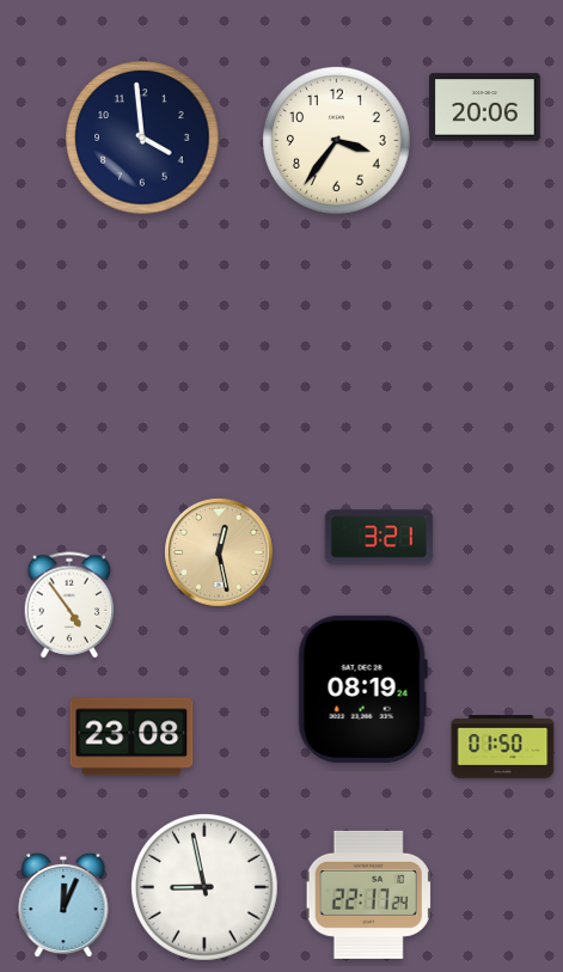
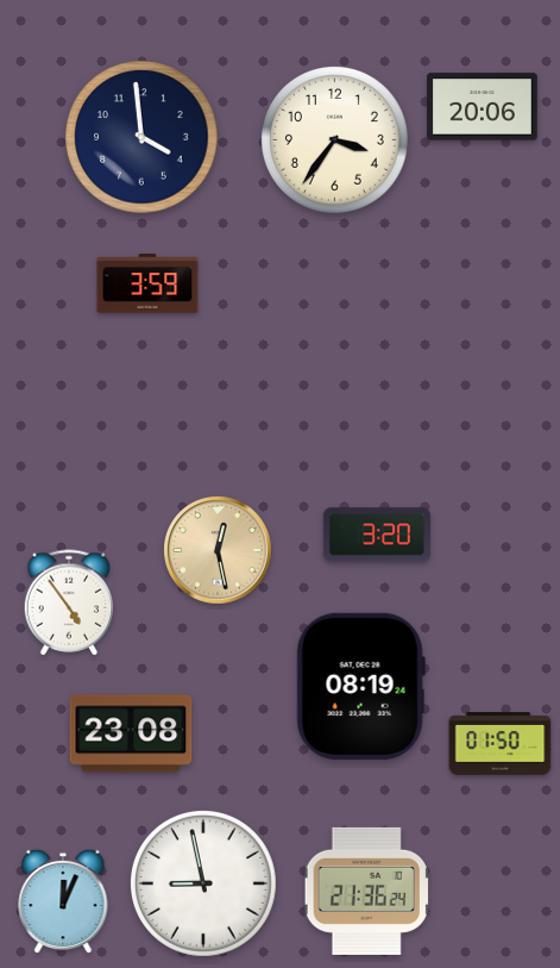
clock at (147, 283): none -> 3:59
clock at (379, 537): 3:21 -> 3:20
clock at (368, 894): 22:17 -> 21:36
